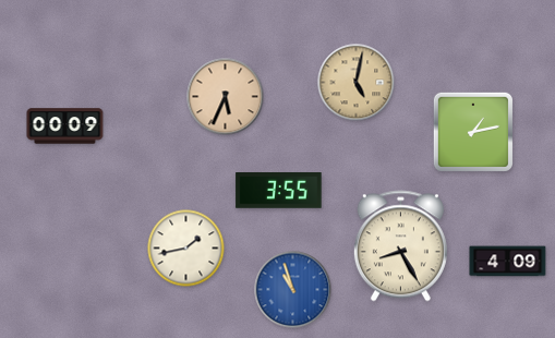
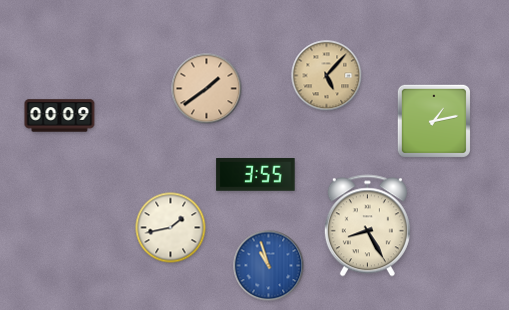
clock at (357, 83): 5:02 -> 5:07
clock at (226, 97): 5:34 -> 1:39
clock at (508, 262): 4:09 -> none
